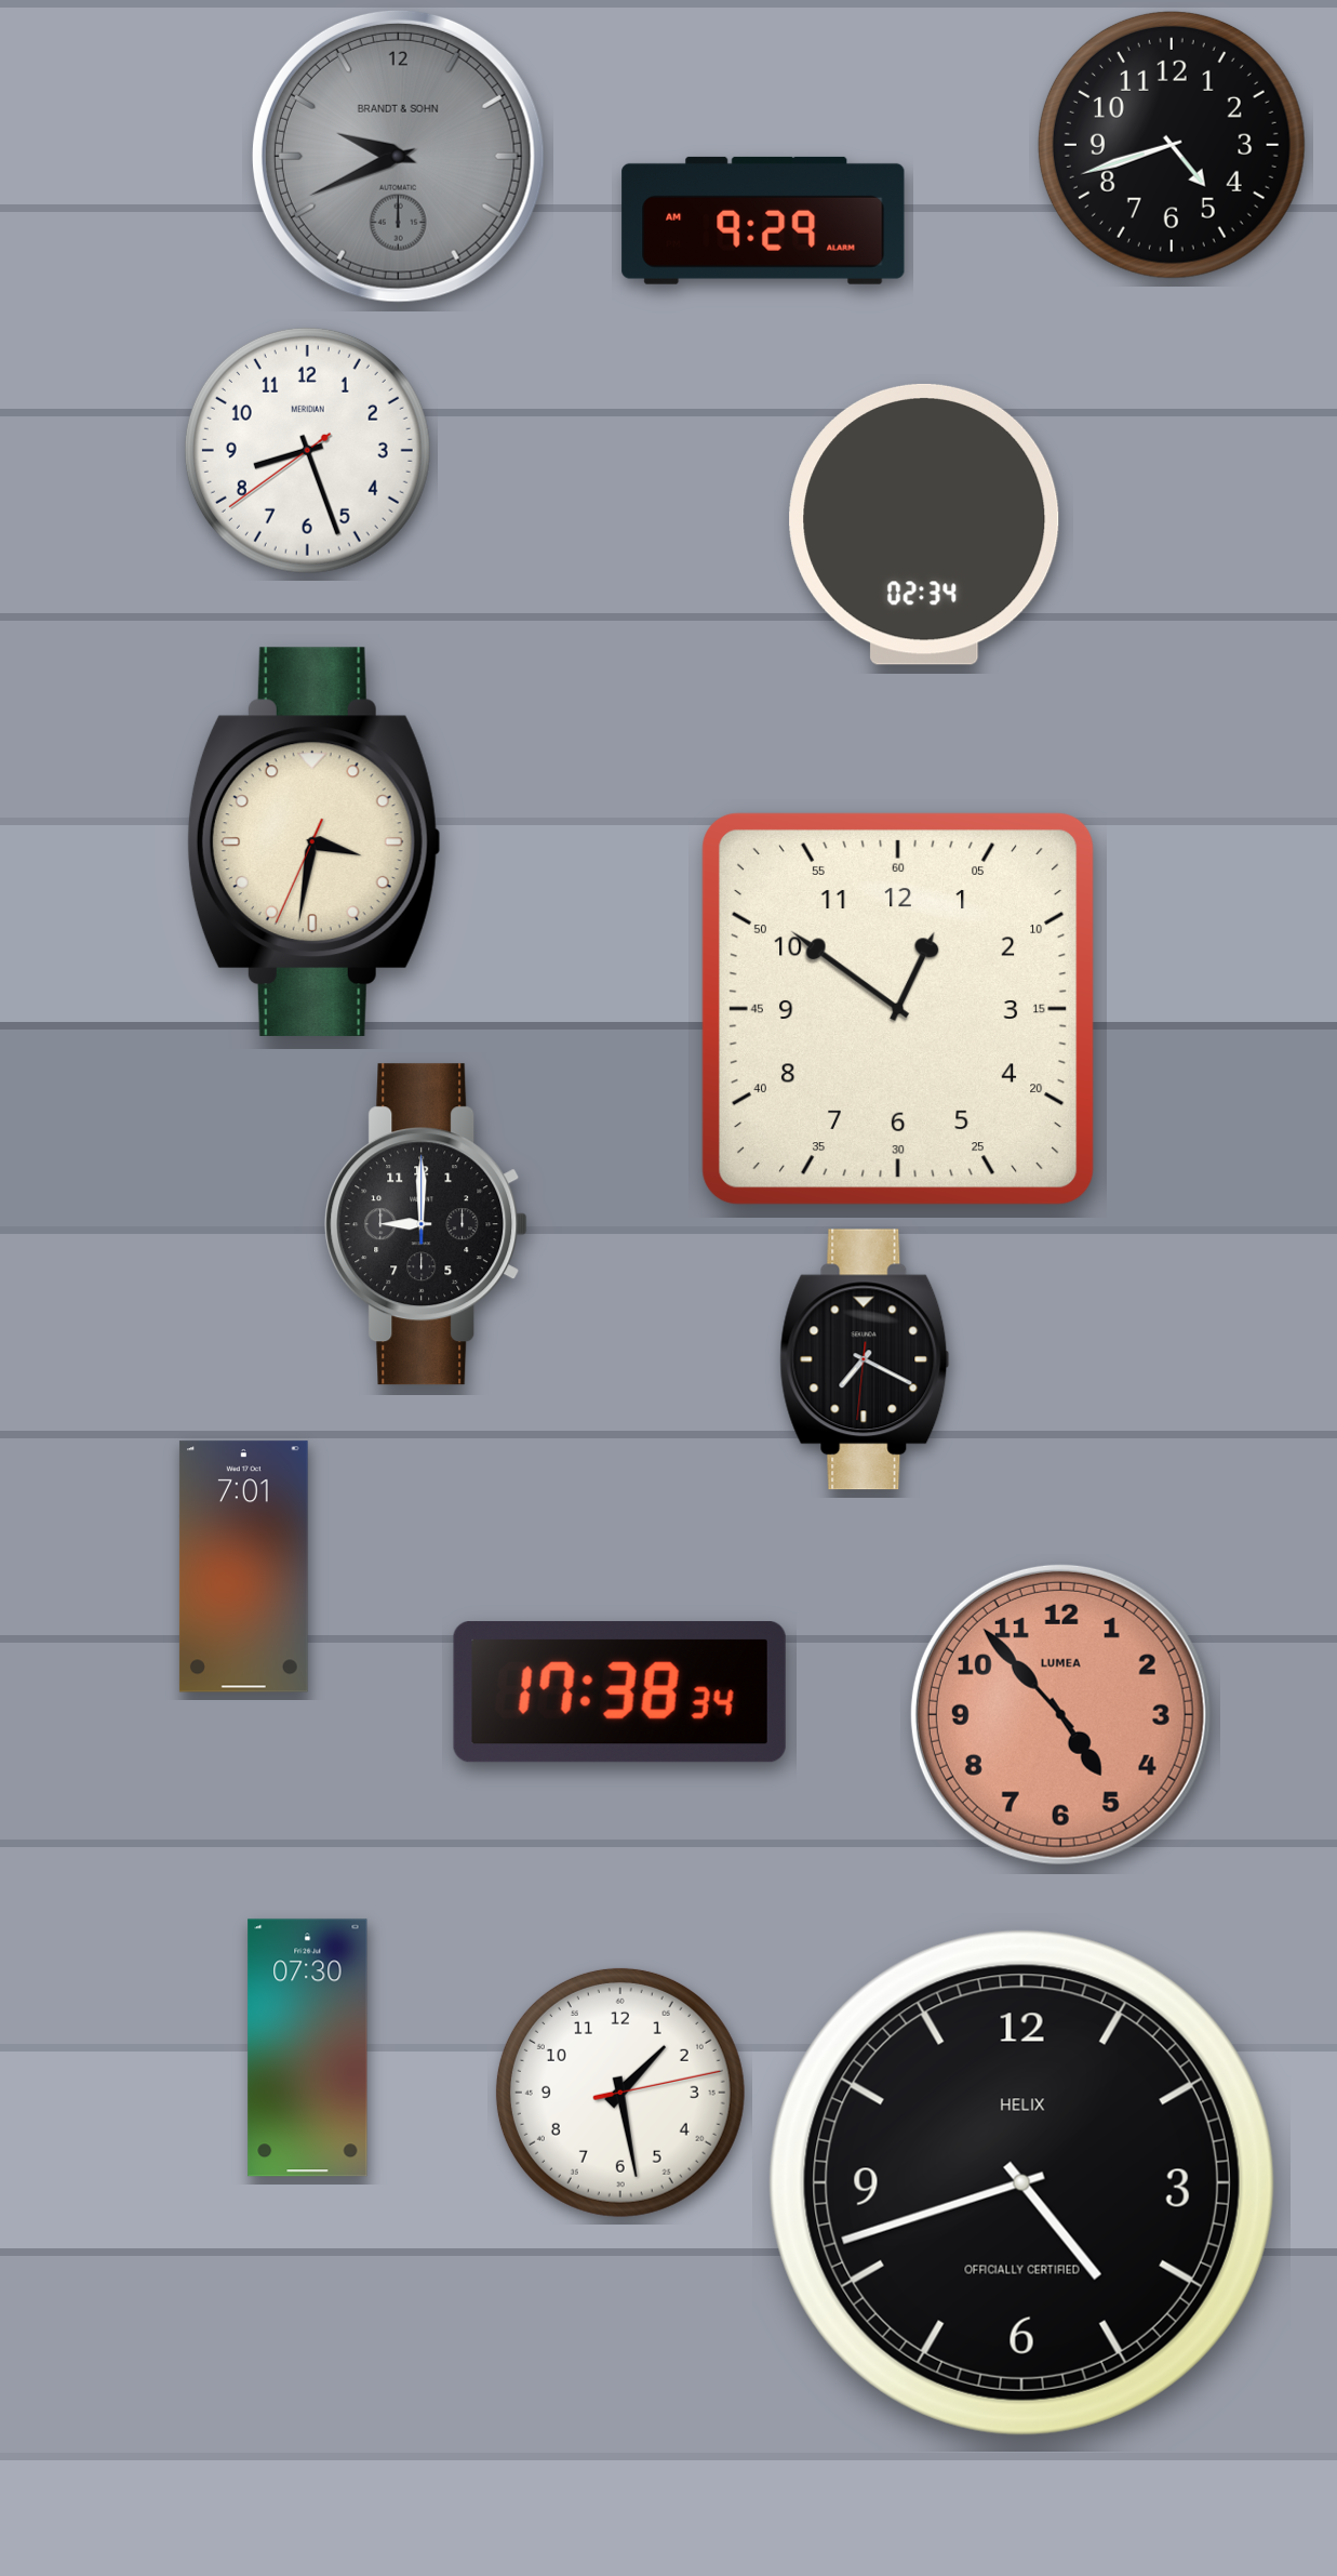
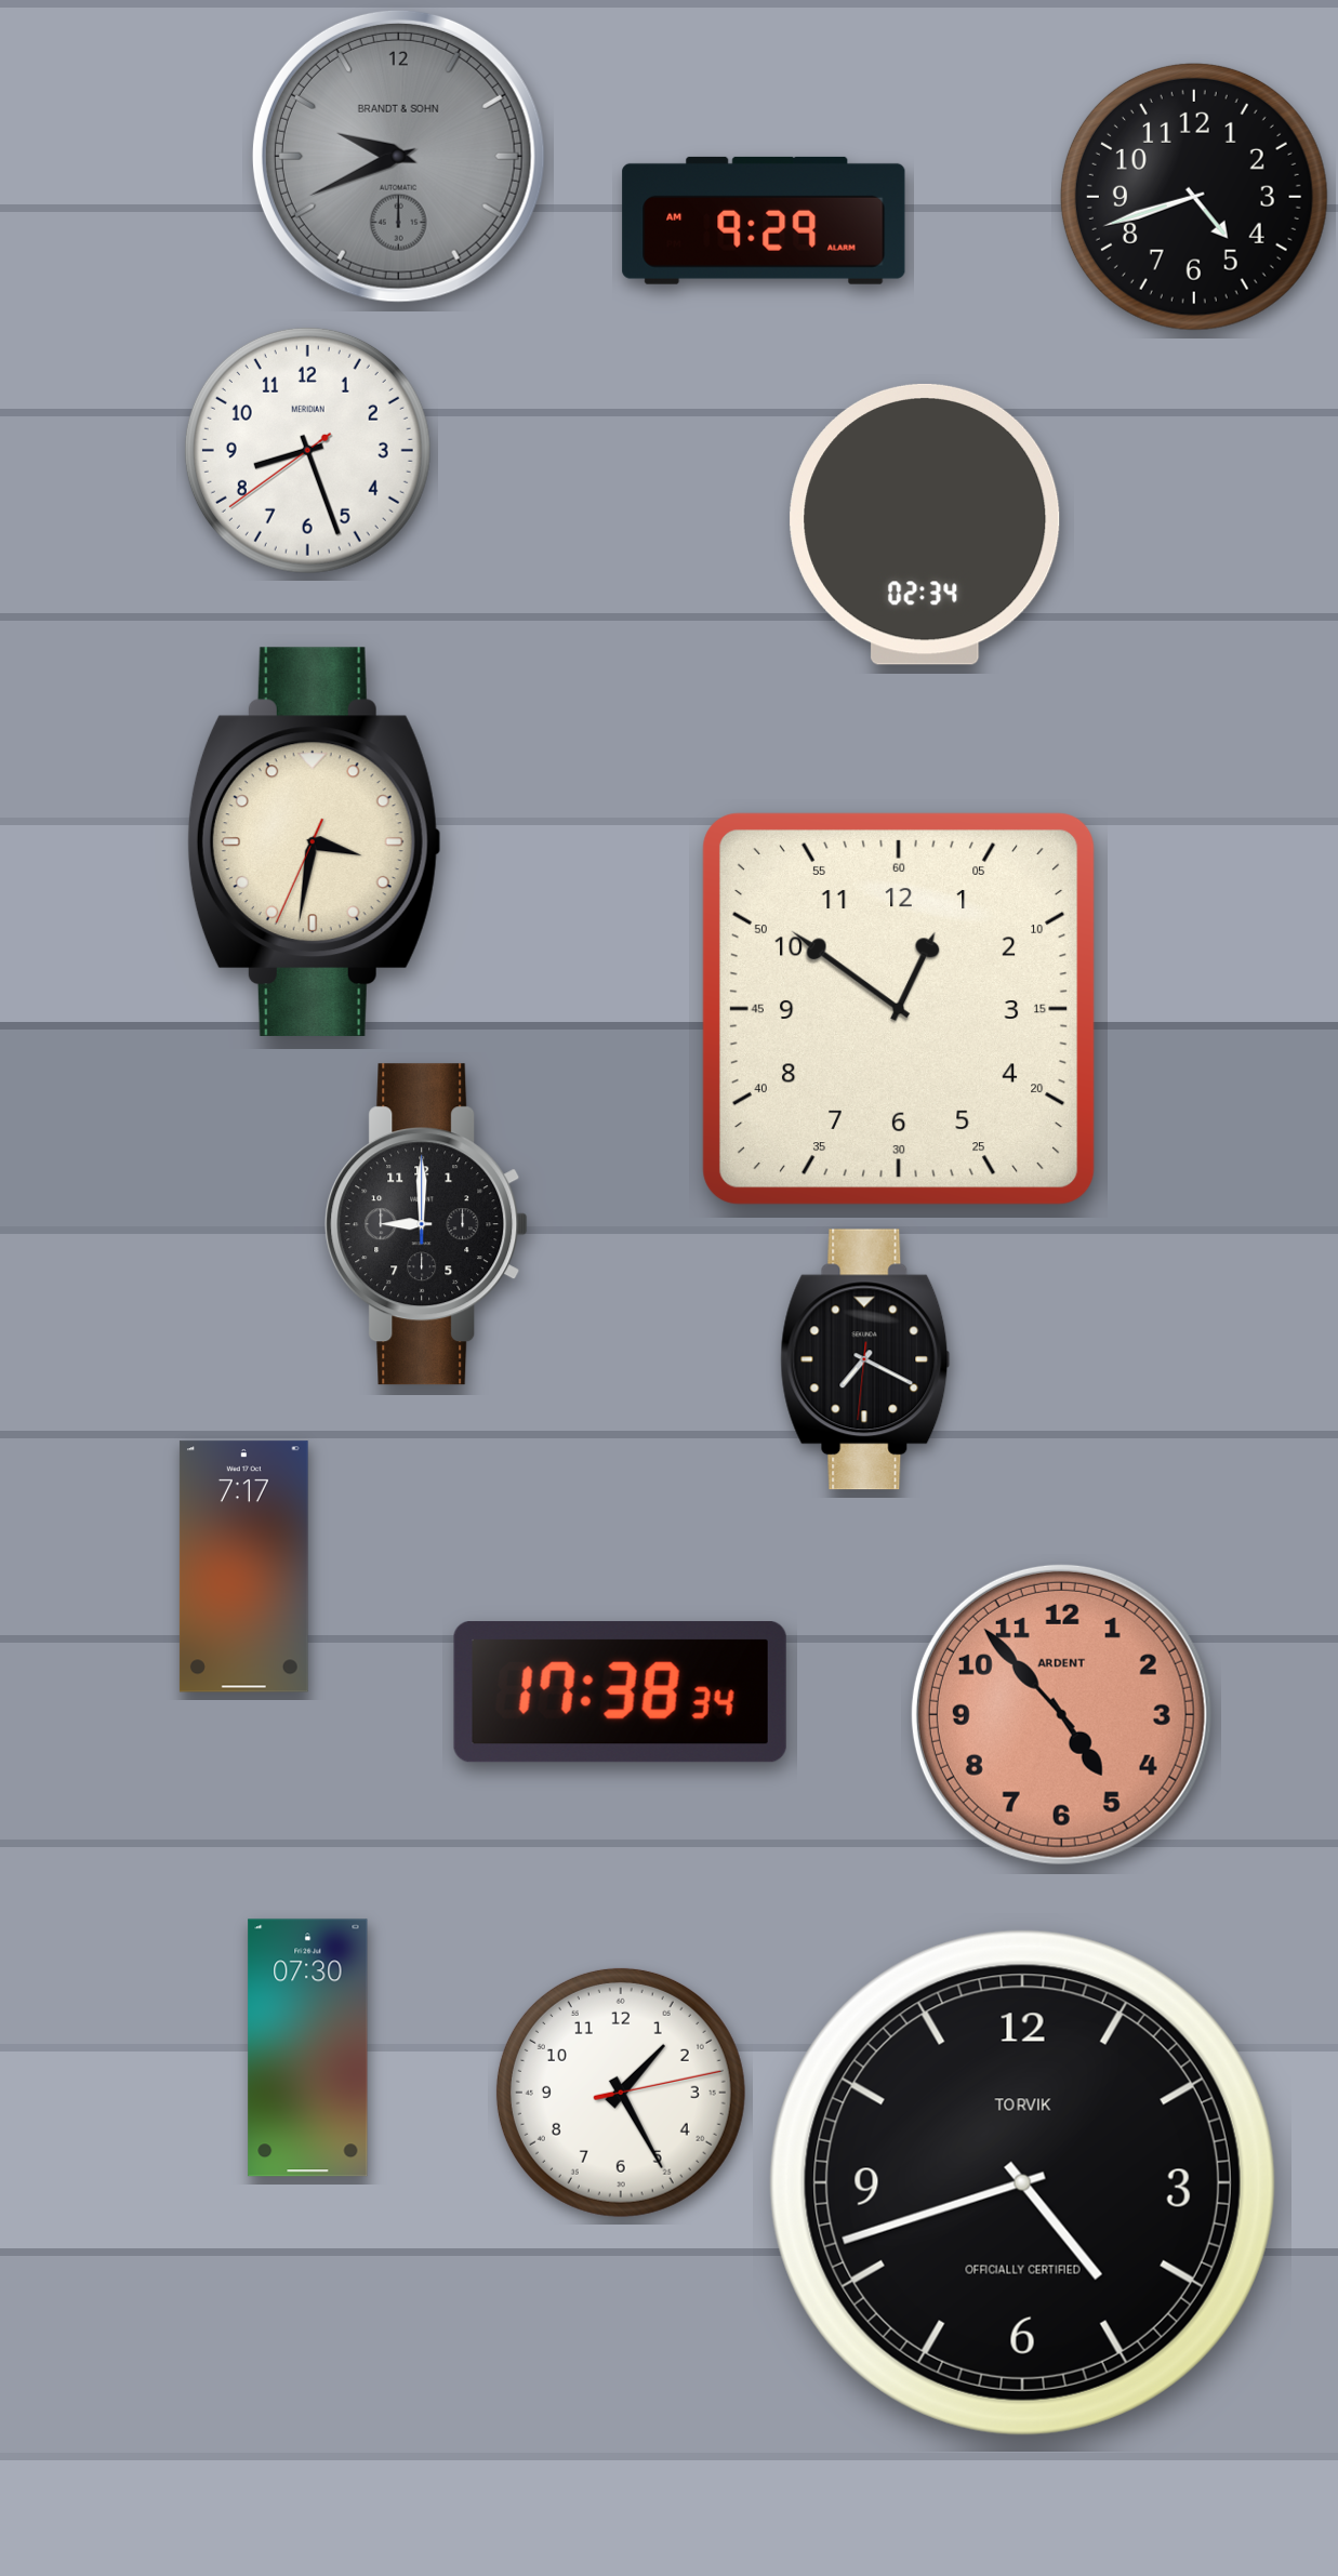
clock at (1172, 145) position: (1172, 145) -> (1194, 197)
clock at (243, 1567): 7:01 -> 7:17
clock at (1060, 1714) brand: LUMEA -> ARDENT
clock at (620, 2093): 1:28 -> 1:25
clock at (1021, 2182) brand: HELIX -> TORVIK
